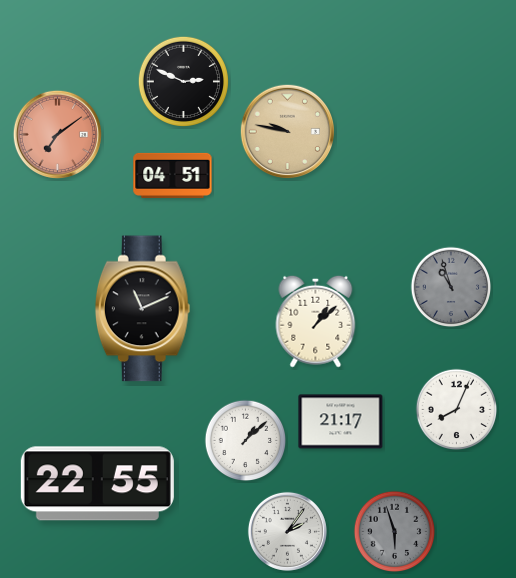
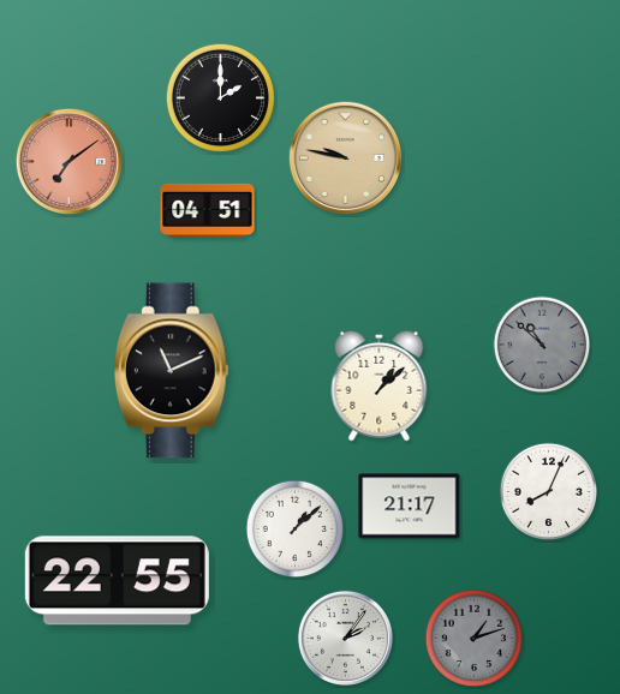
clock at (183, 81): 2:49 -> 2:00
clock at (451, 287): 10:57 -> 10:52
clock at (395, 532): 5:57 -> 1:12
